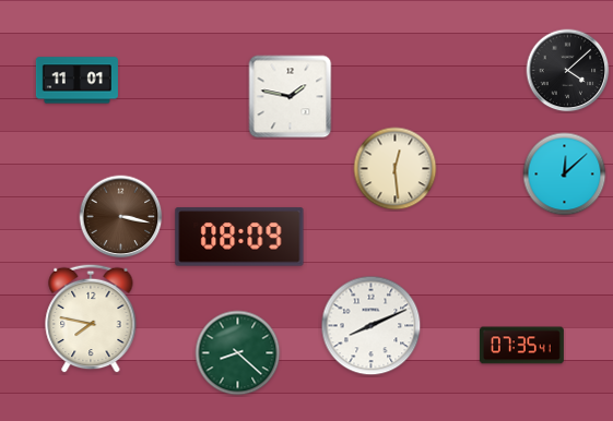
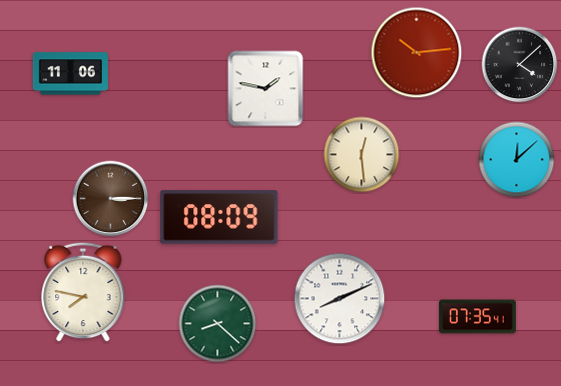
clock at (417, 53): none -> 10:14
clock at (76, 81): 11:01 -> 11:06
clock at (121, 217): 3:17 -> 3:15
